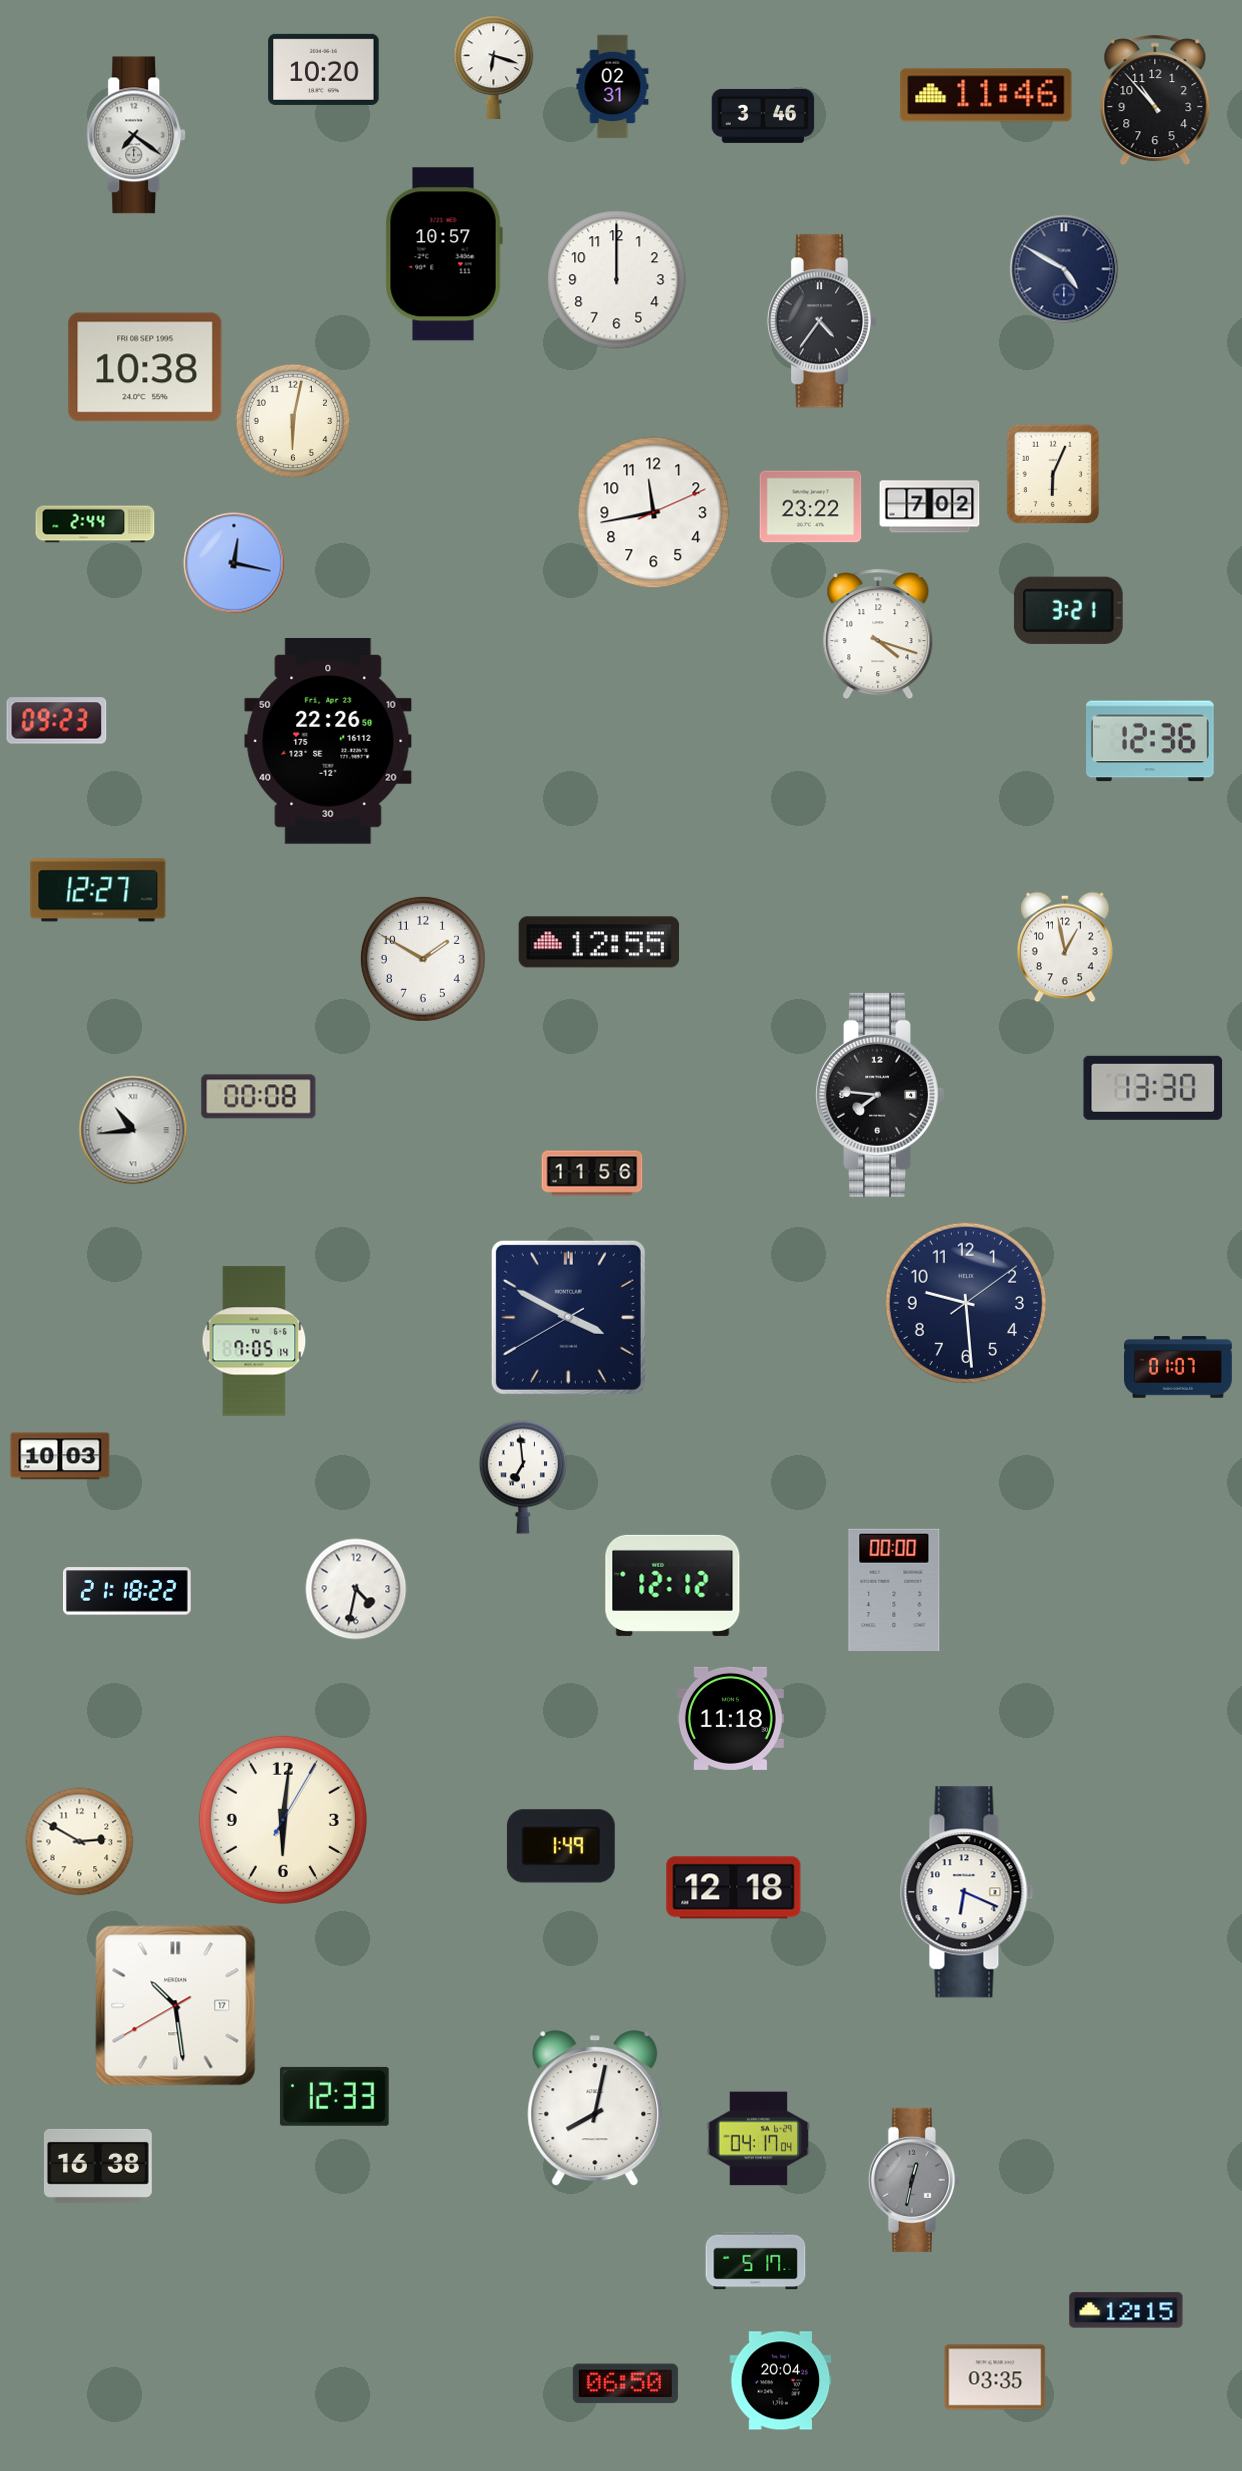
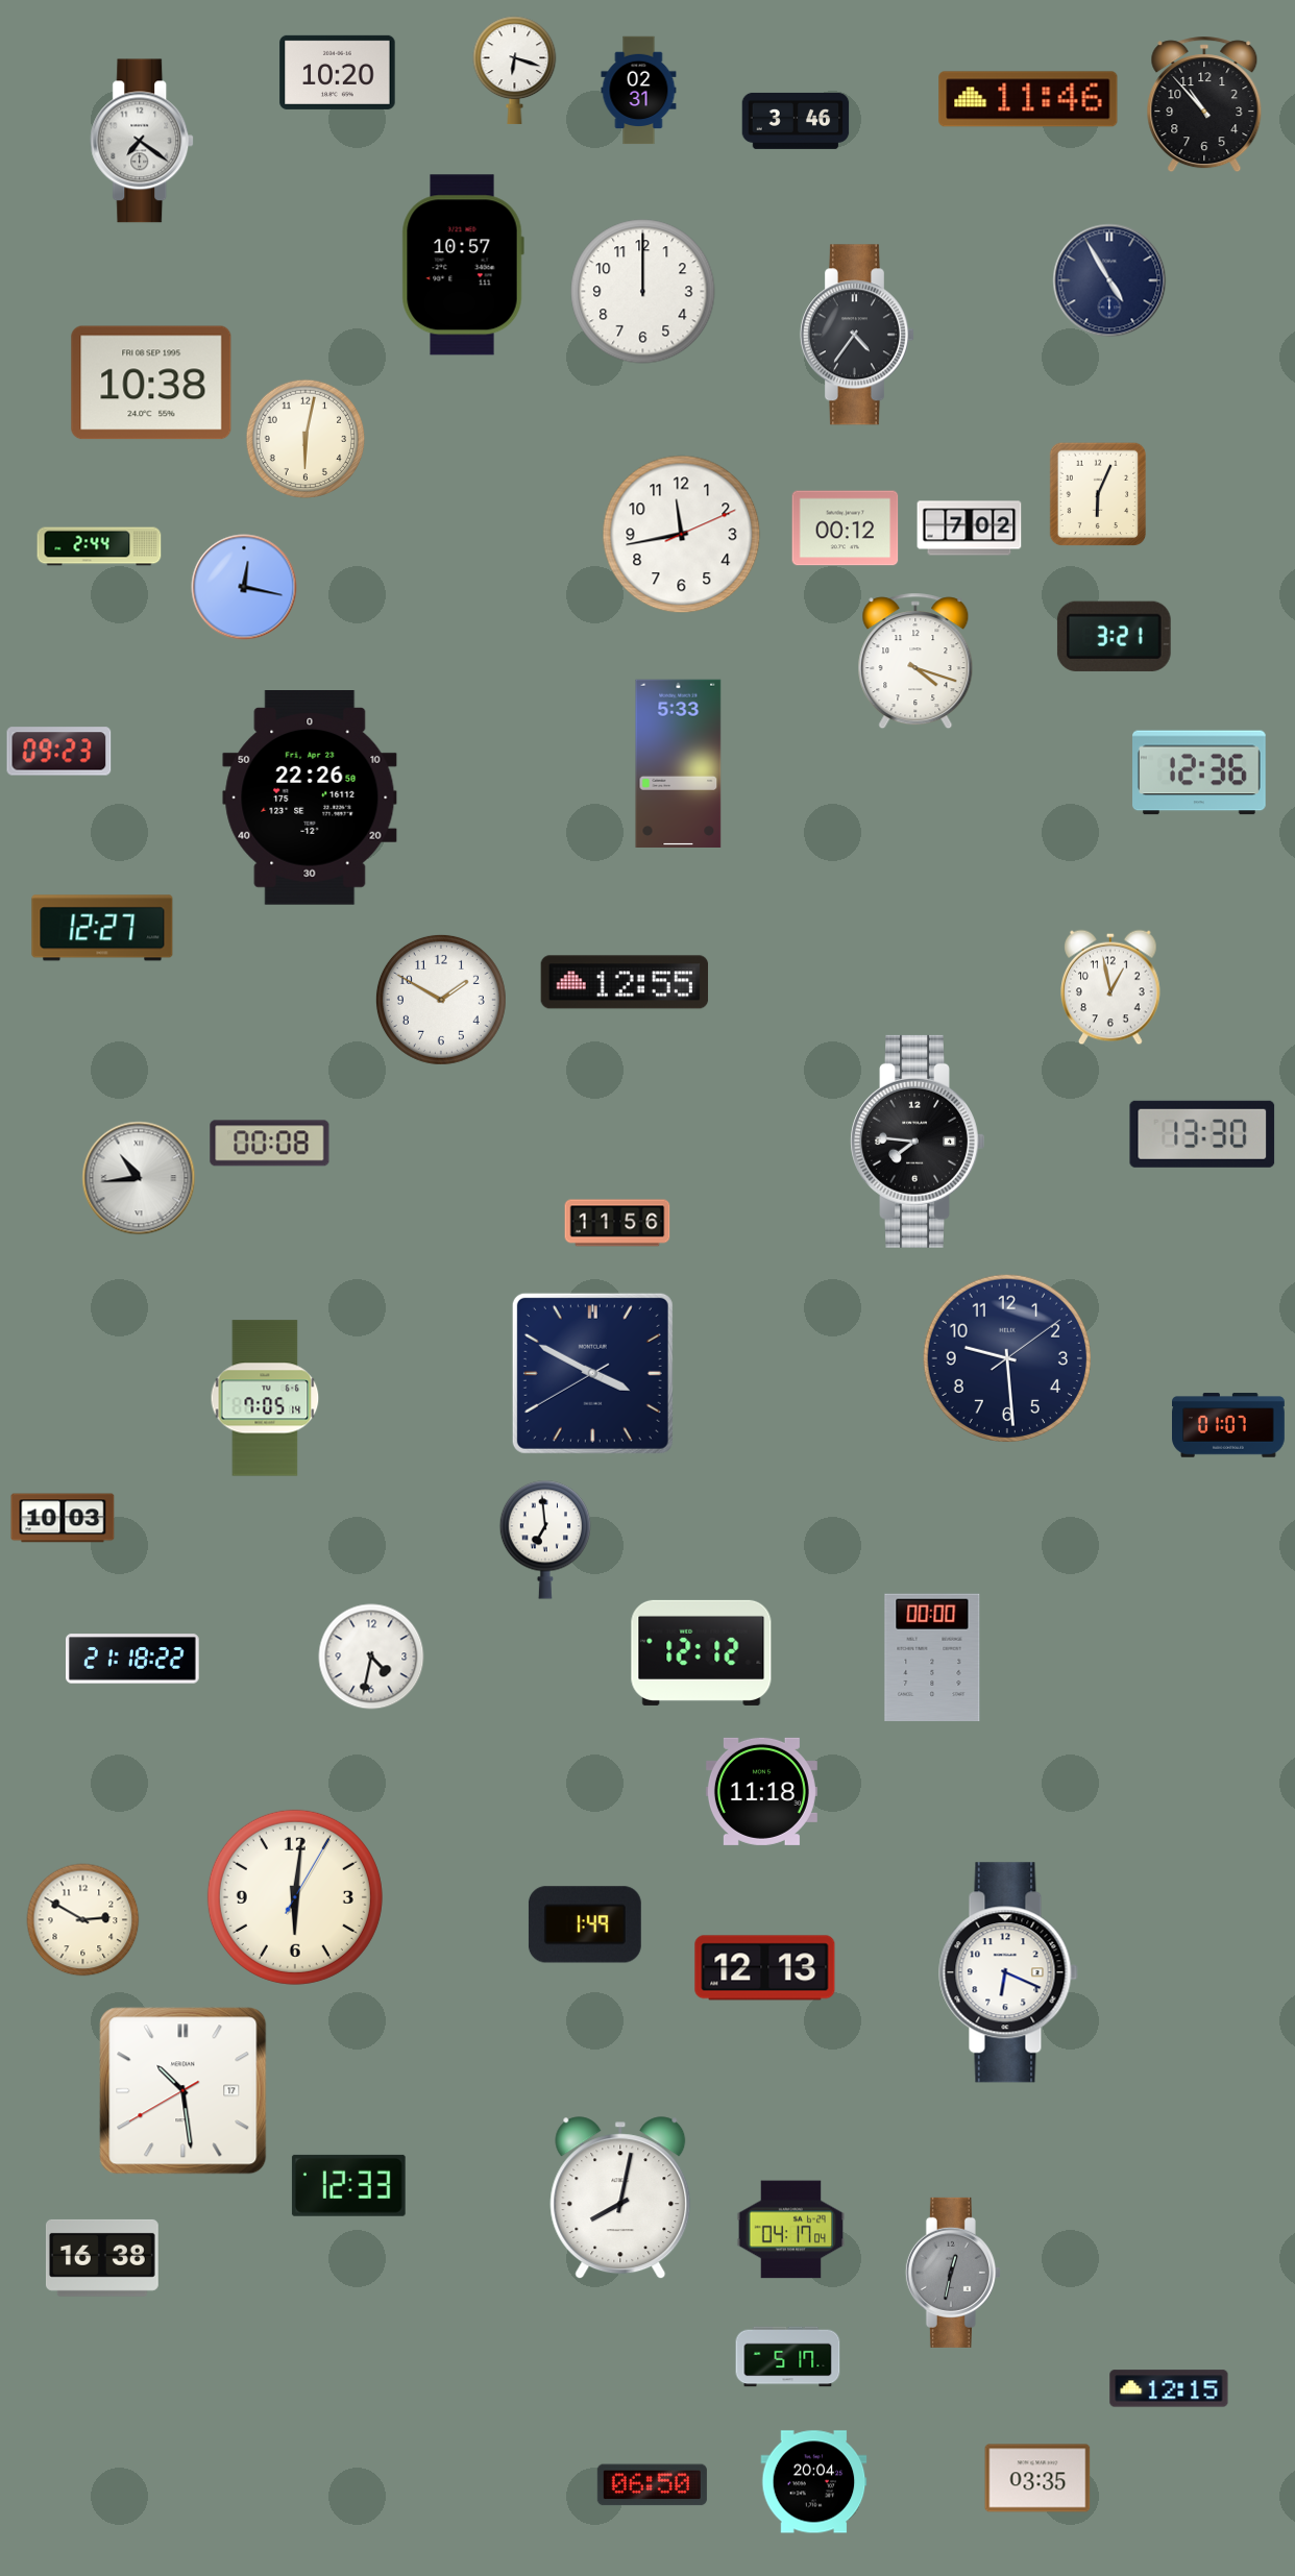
clock at (1064, 269): 4:50 -> 4:55
clock at (811, 507): 23:22 -> 00:12
clock at (679, 763): none -> 5:33
clock at (328, 742) position: (328, 742) -> (310, 799)
clock at (734, 1888): 12:18 -> 12:13
clock at (1126, 2310) position: (1126, 2310) -> (1169, 2388)
